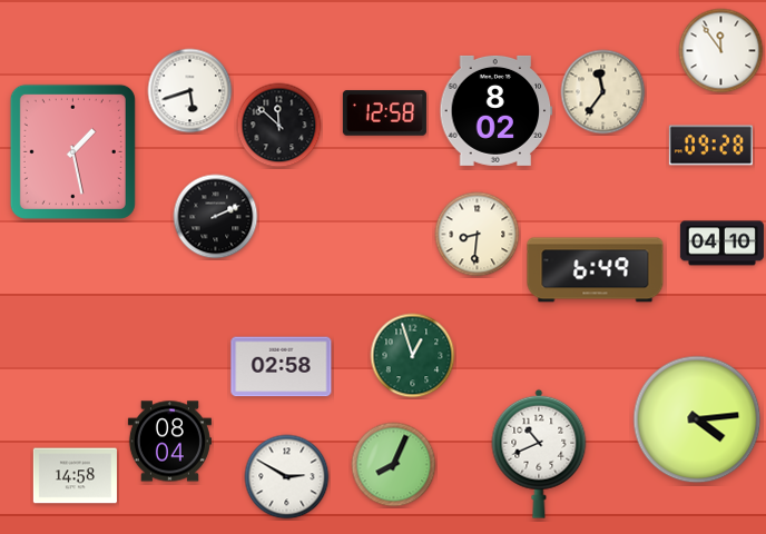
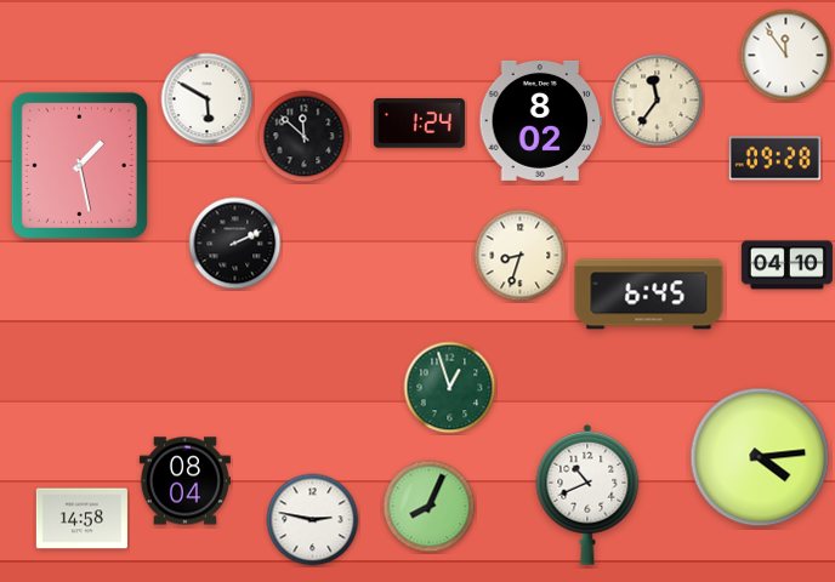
clock at (190, 91): 5:42 -> 5:50
clock at (384, 113): 12:58 -> 1:24
clock at (216, 217) position: (216, 217) -> (235, 244)
clock at (478, 235): 8:31 -> 8:33
clock at (596, 270): 6:49 -> 6:45
clock at (282, 367): 02:58 -> none
clock at (287, 477): 2:50 -> 2:47
